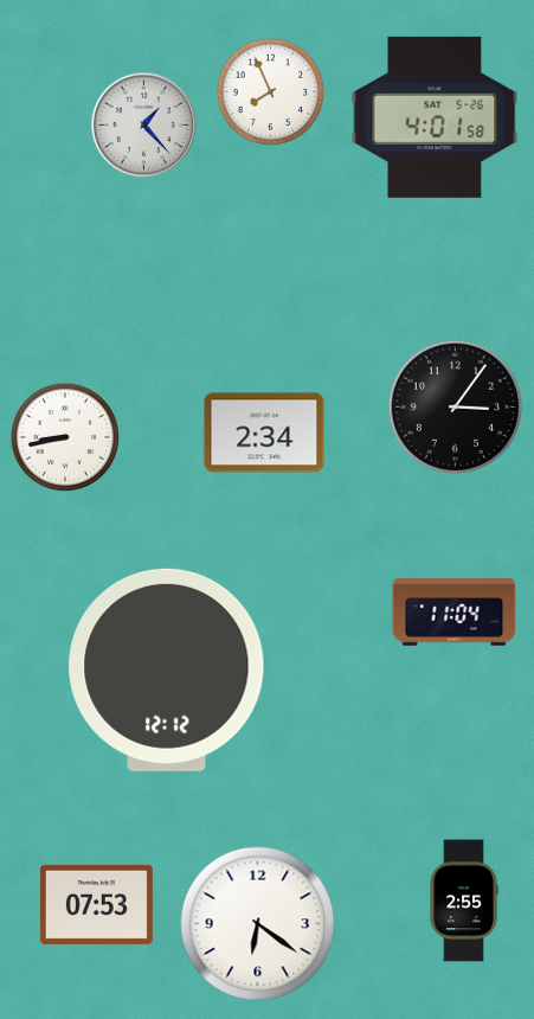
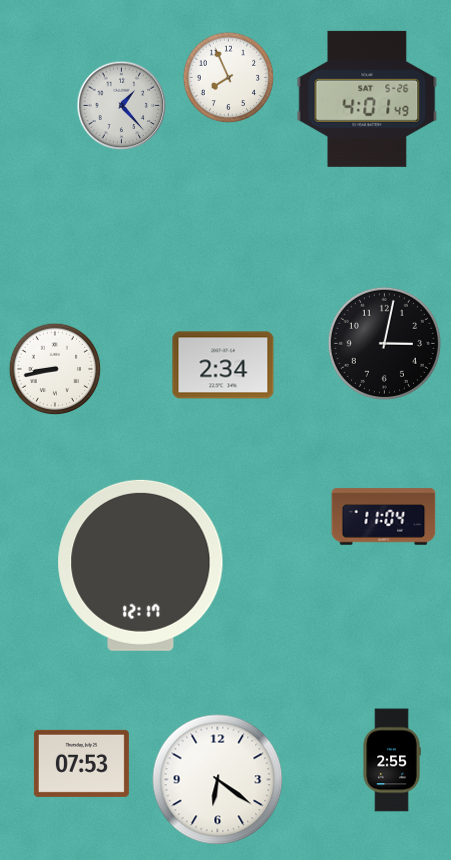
clock at (435, 117): 4:01:58 -> 4:01:49
clock at (455, 406): 3:06 -> 3:02
clock at (167, 669): 12:12 -> 12:17
